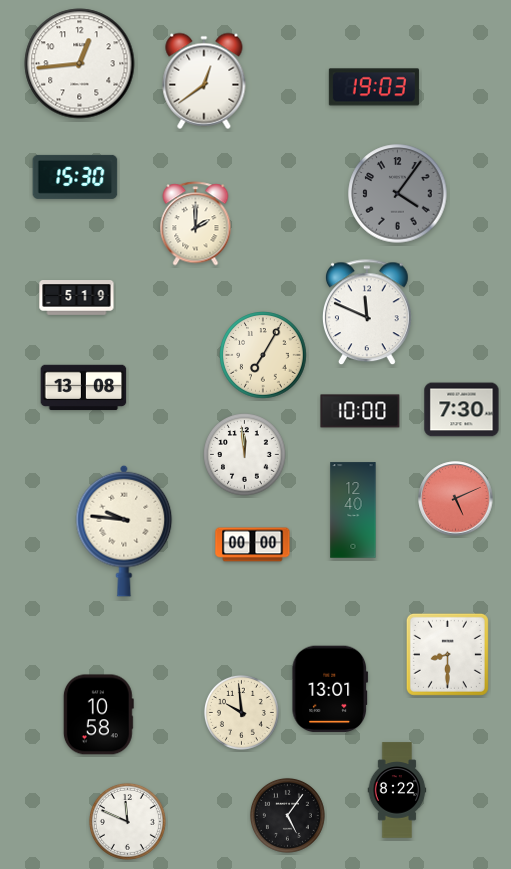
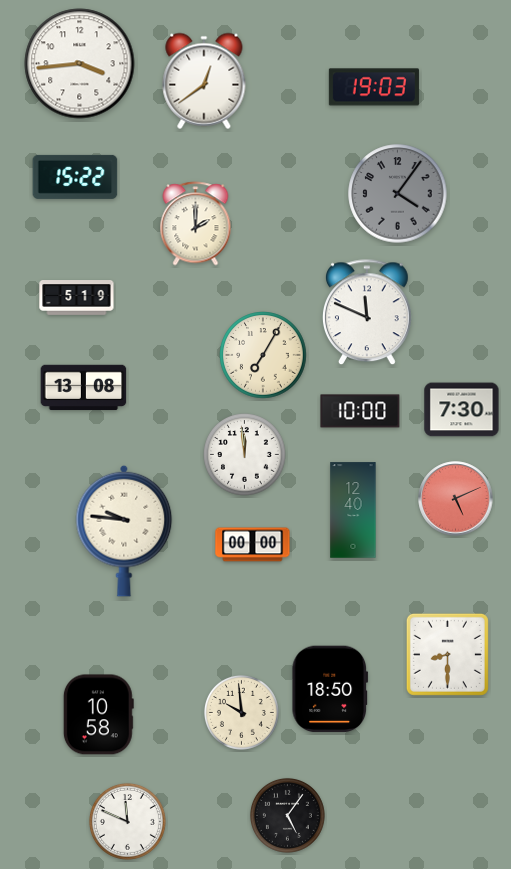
clock at (80, 64): 12:44 -> 3:44
clock at (75, 177): 15:30 -> 15:22
clock at (330, 689): 13:01 -> 18:50
clock at (397, 790): 8:22 -> none
